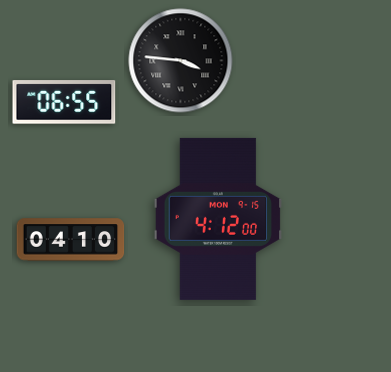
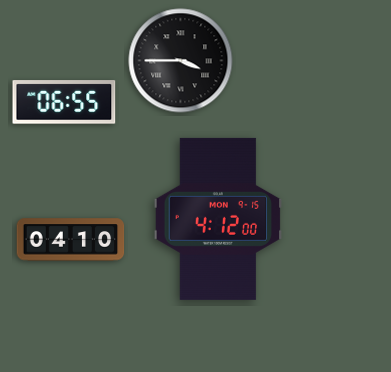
clock at (181, 61): 3:46 -> 3:45
